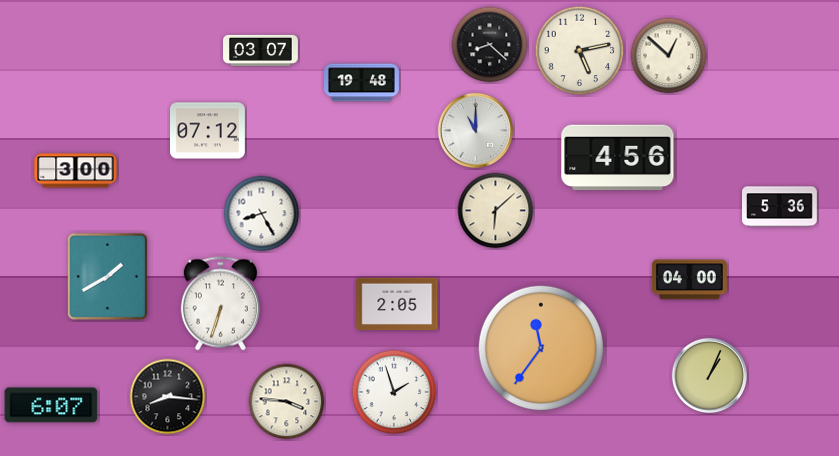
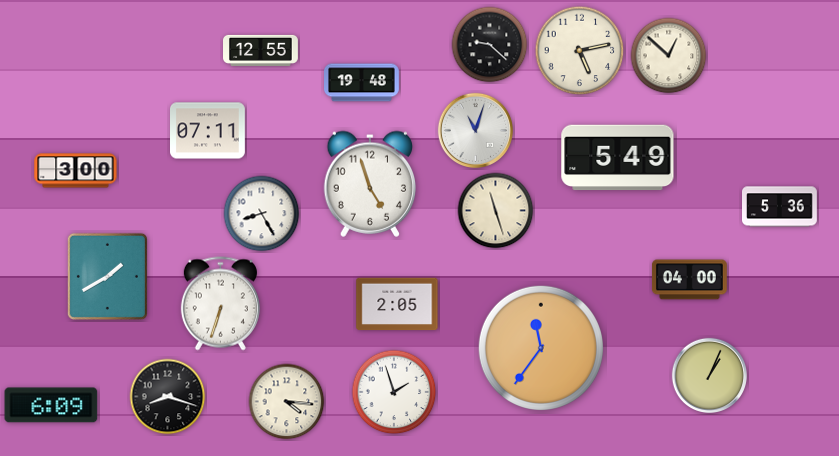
clock at (490, 45): 8:22 -> 9:22
clock at (261, 50): 03:07 -> 12:55
clock at (475, 130): 11:00 -> 11:03
clock at (208, 131): 07:12 -> 07:11
clock at (618, 158): 4:56 -> 5:49
clock at (370, 184): none -> 4:57
clock at (496, 211): 6:08 -> 11:27
clock at (168, 397): 8:16 -> 8:18
clock at (287, 402): 3:46 -> 4:16
clock at (51, 405): 6:07 -> 6:09
